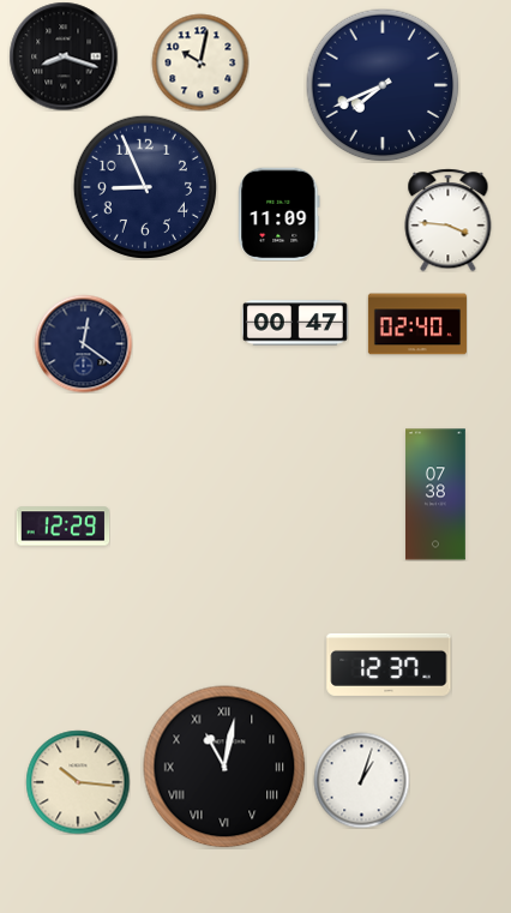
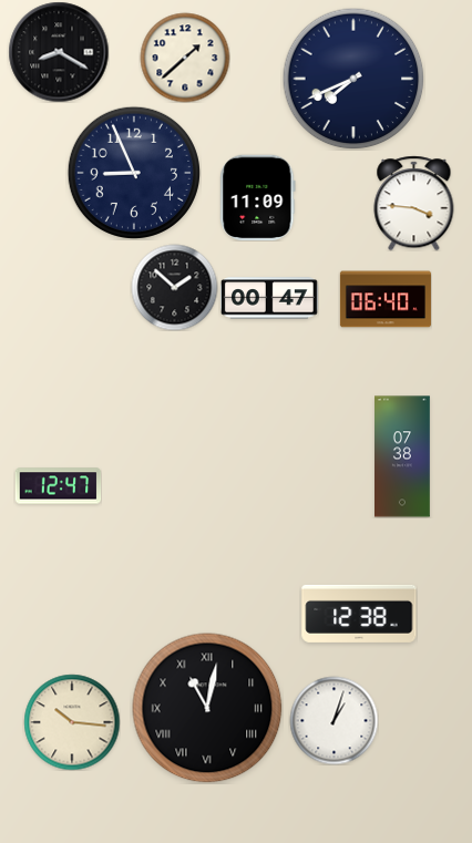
clock at (64, 56): 8:18 -> 8:20
clock at (200, 62): 10:02 -> 1:38
clock at (174, 287): none -> 1:52
clock at (295, 323) position: (295, 323) -> (269, 298)
clock at (417, 324): 02:40 -> 06:40
clock at (83, 343): 12:21 -> none
clock at (62, 527): 12:29 -> 12:47
clock at (389, 665): 12:37 -> 12:38
